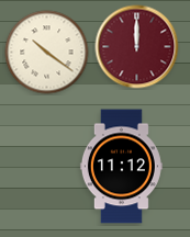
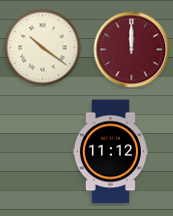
clock at (137, 47) position: (137, 47) -> (132, 50)
